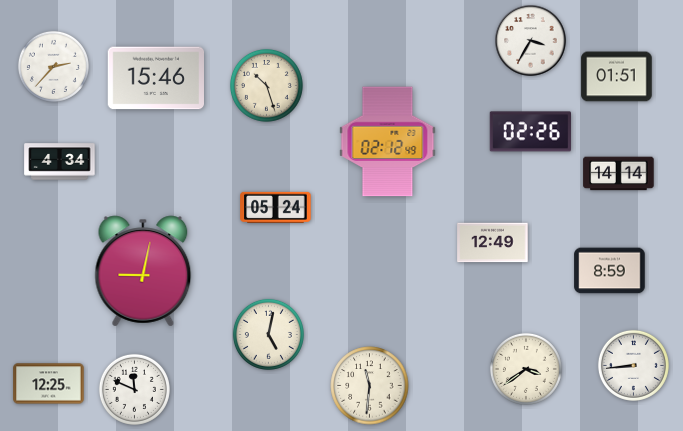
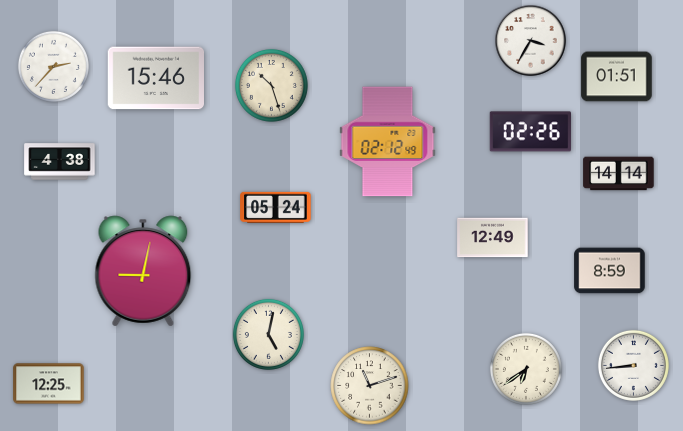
clock at (266, 85) position: (266, 85) -> (271, 85)
clock at (60, 162): 4:34 -> 4:38
clock at (493, 243) position: (493, 243) -> (493, 238)
clock at (526, 369): 3:39 -> 6:39
clock at (370, 386): 11:31 -> 11:12
clock at (134, 389): 11:49 -> none
